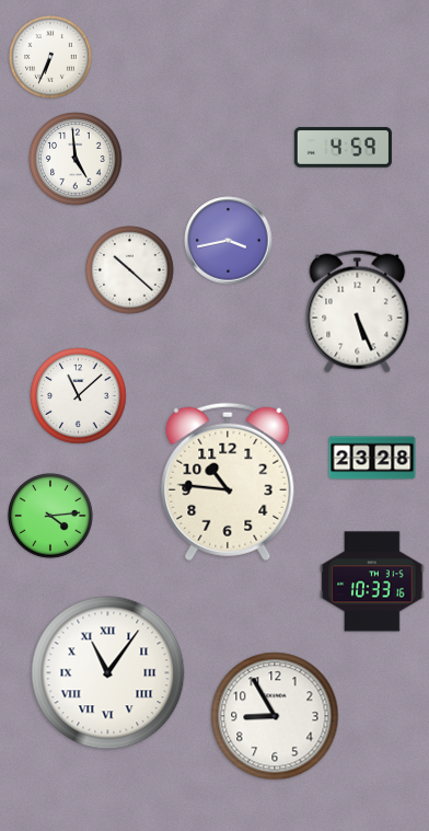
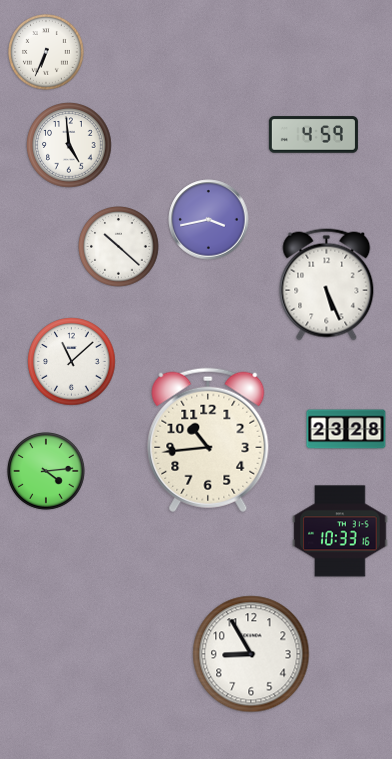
clock at (372, 458) position: (372, 458) -> (346, 429)
clock at (228, 482): 10:46 -> 10:44
clock at (108, 673): 11:06 -> none
